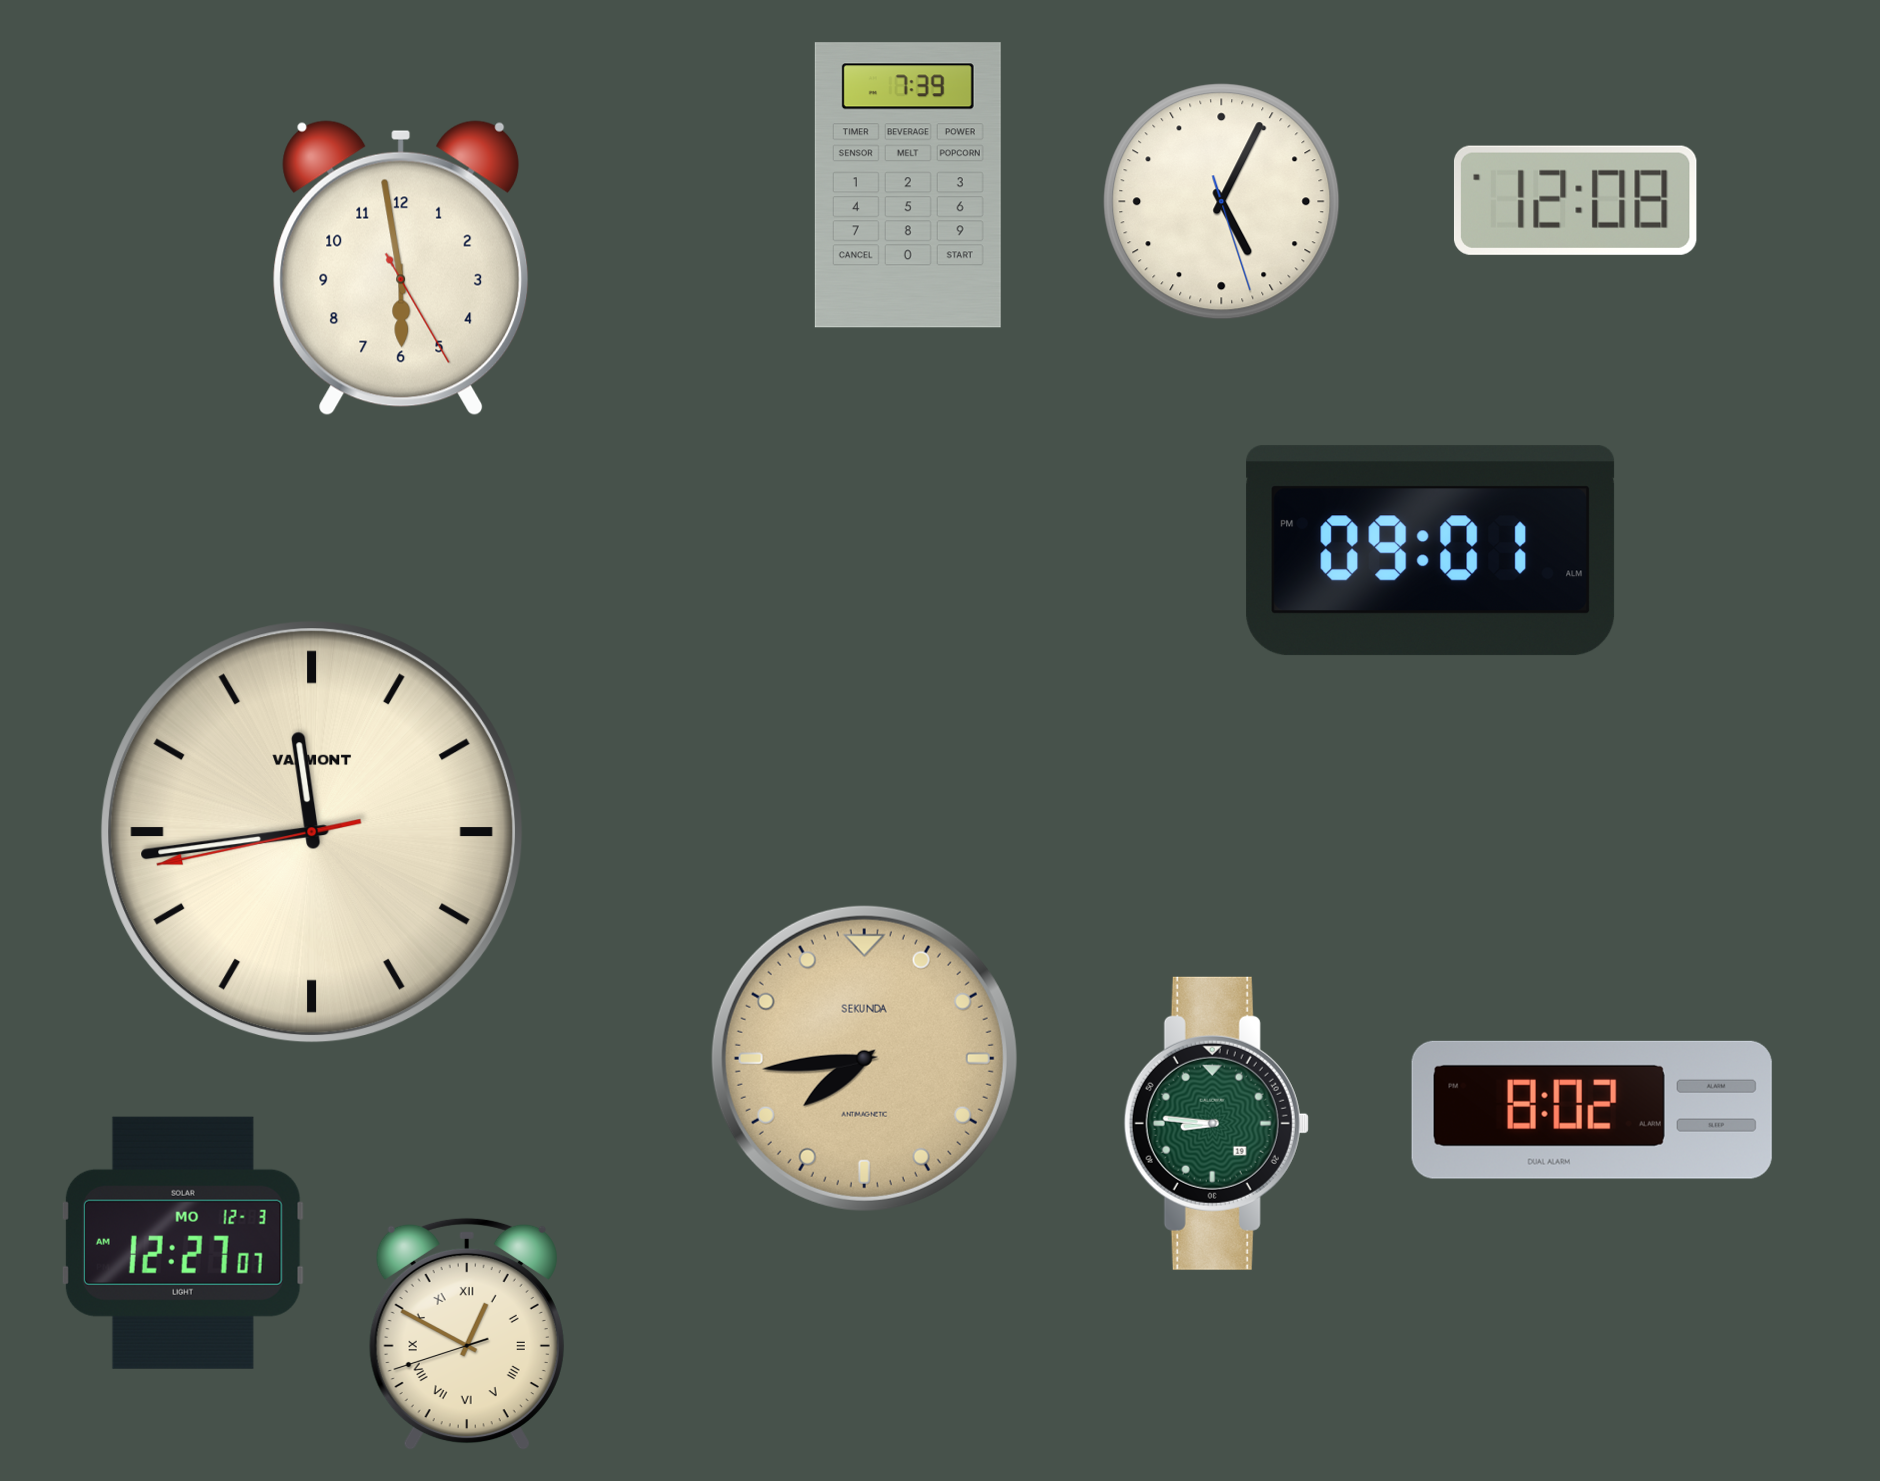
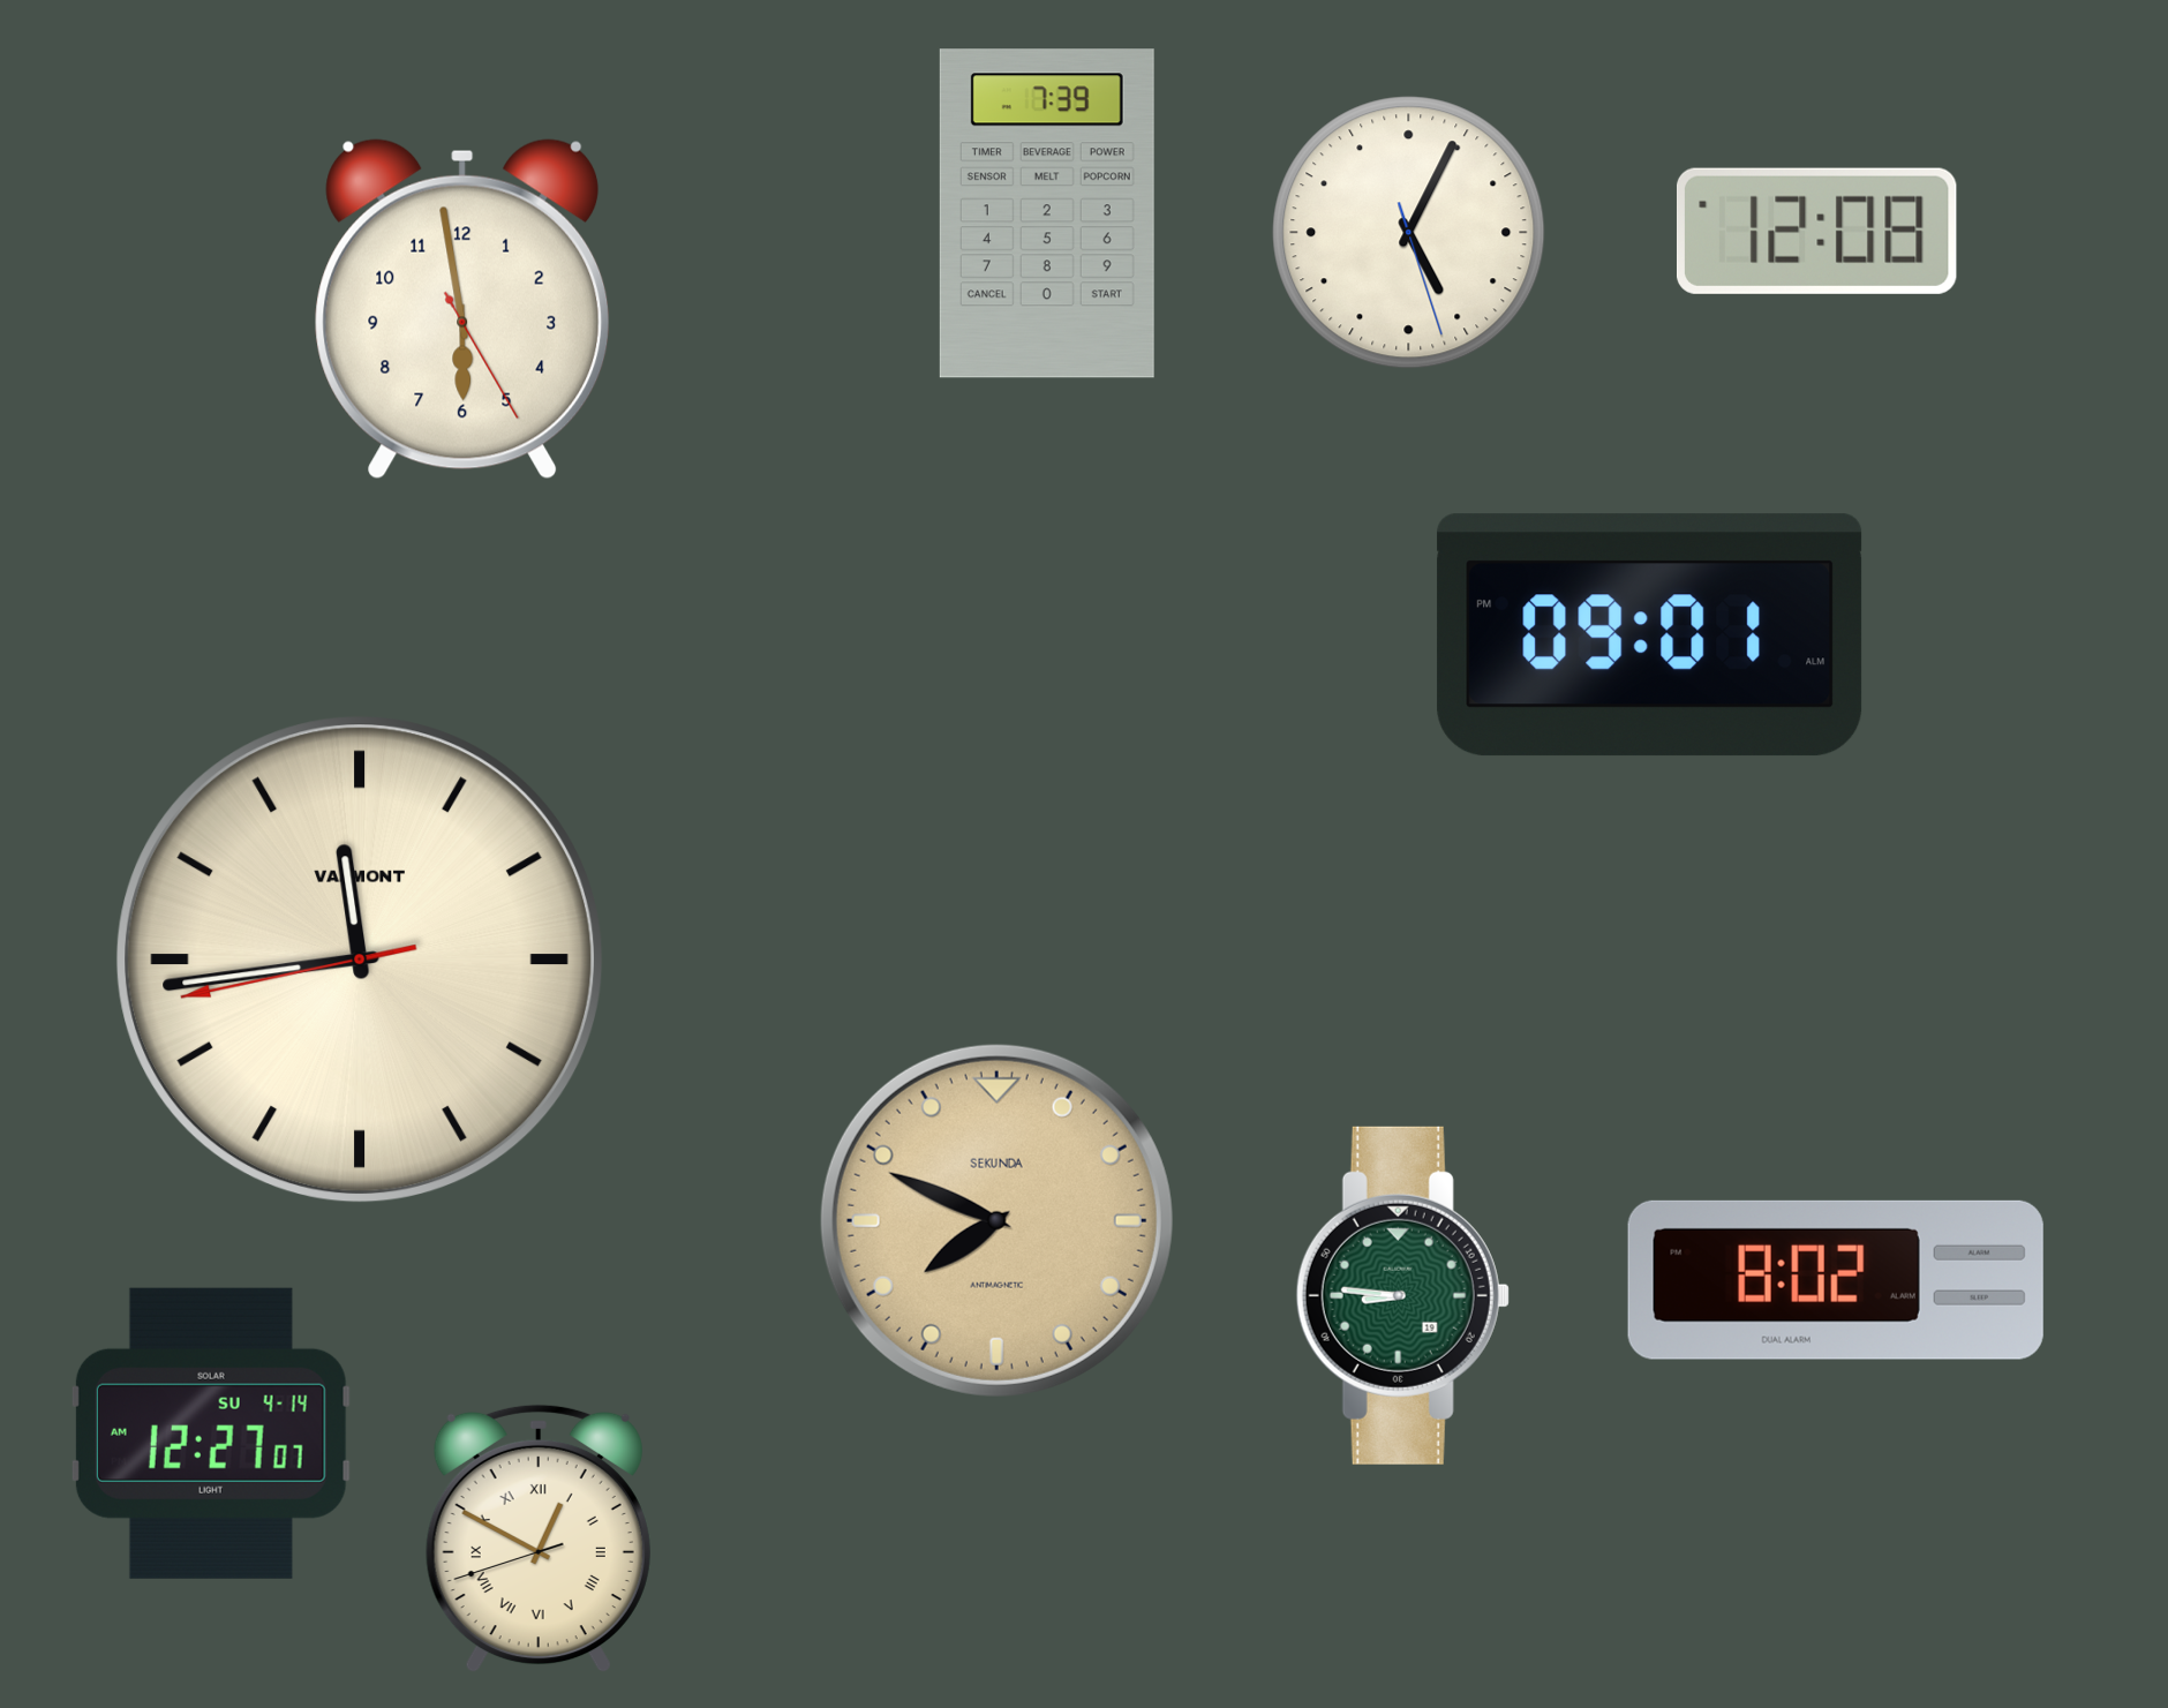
clock at (864, 1058): 7:44 -> 7:49
clock at (183, 1243) date: MO 12-3 -> SU 4-14
